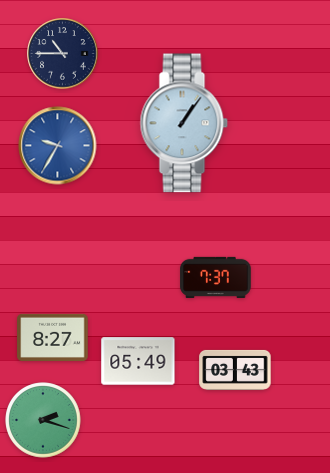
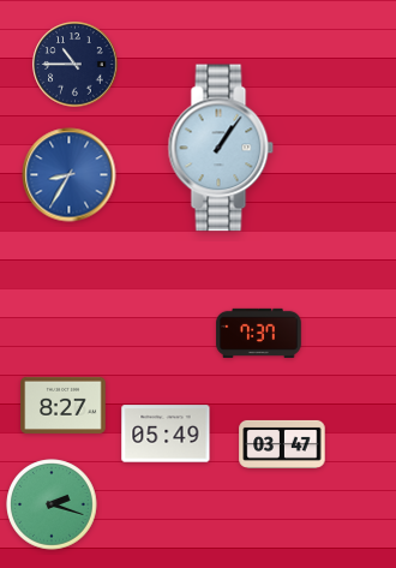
clock at (58, 146): 9:35 -> 8:35
clock at (235, 370): 03:43 -> 03:47
